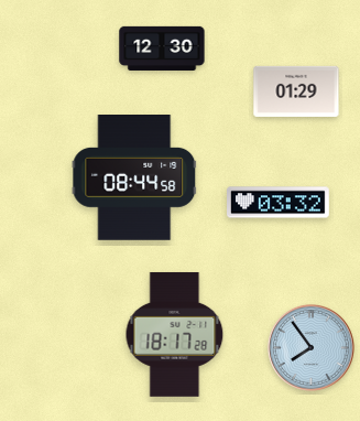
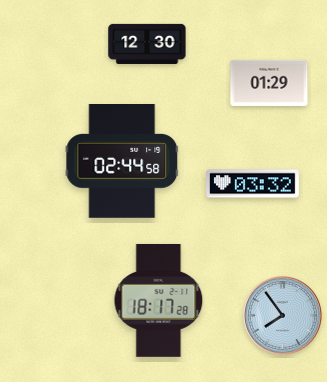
clock at (134, 179): 08:44 -> 02:44
clock at (175, 334) position: (175, 334) -> (159, 300)
